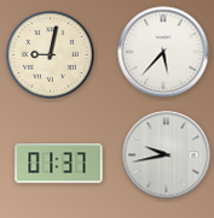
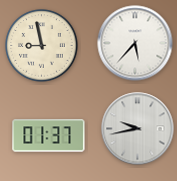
clock at (51, 55): 9:02 -> 8:58
